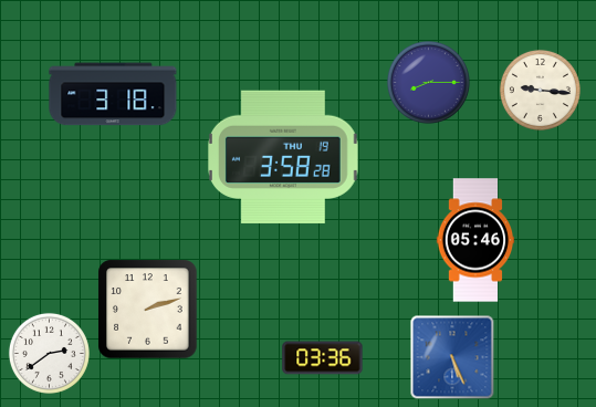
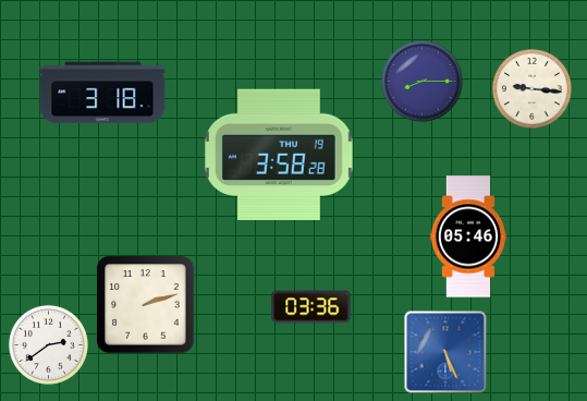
clock at (113, 94) position: (113, 94) -> (102, 93)
clock at (49, 353) position: (49, 353) -> (48, 344)
clock at (323, 358) position: (323, 358) -> (311, 307)
